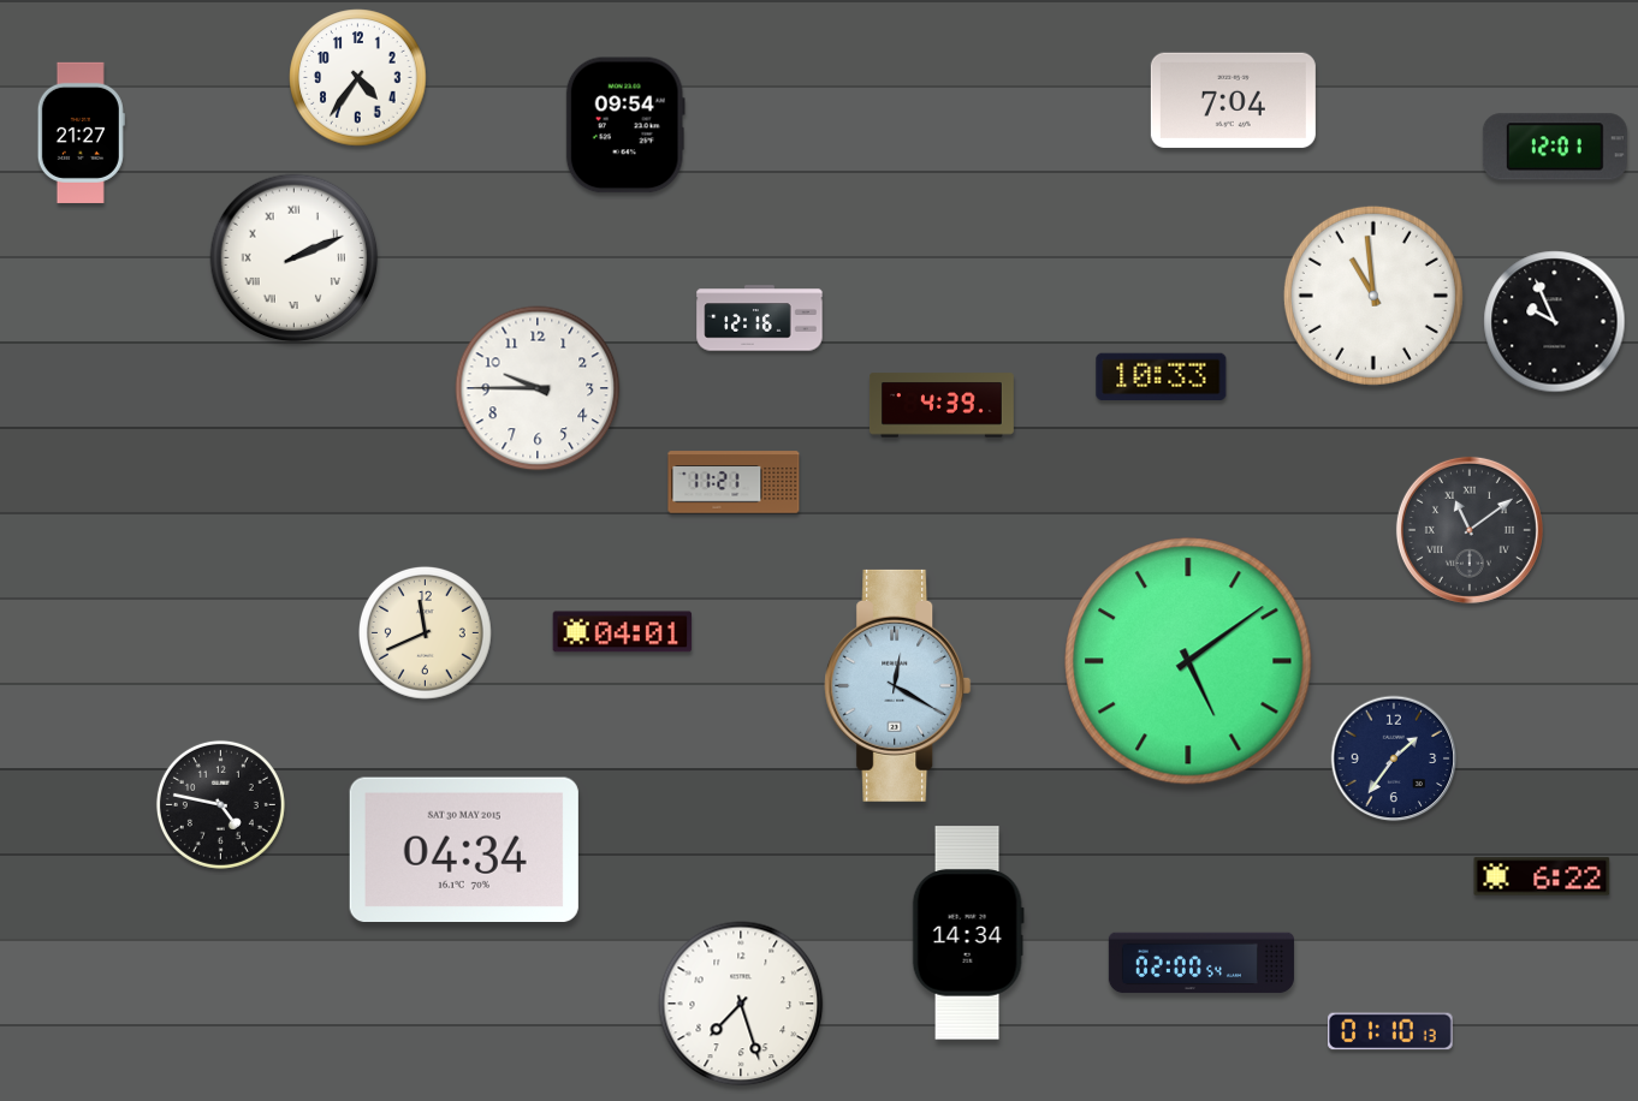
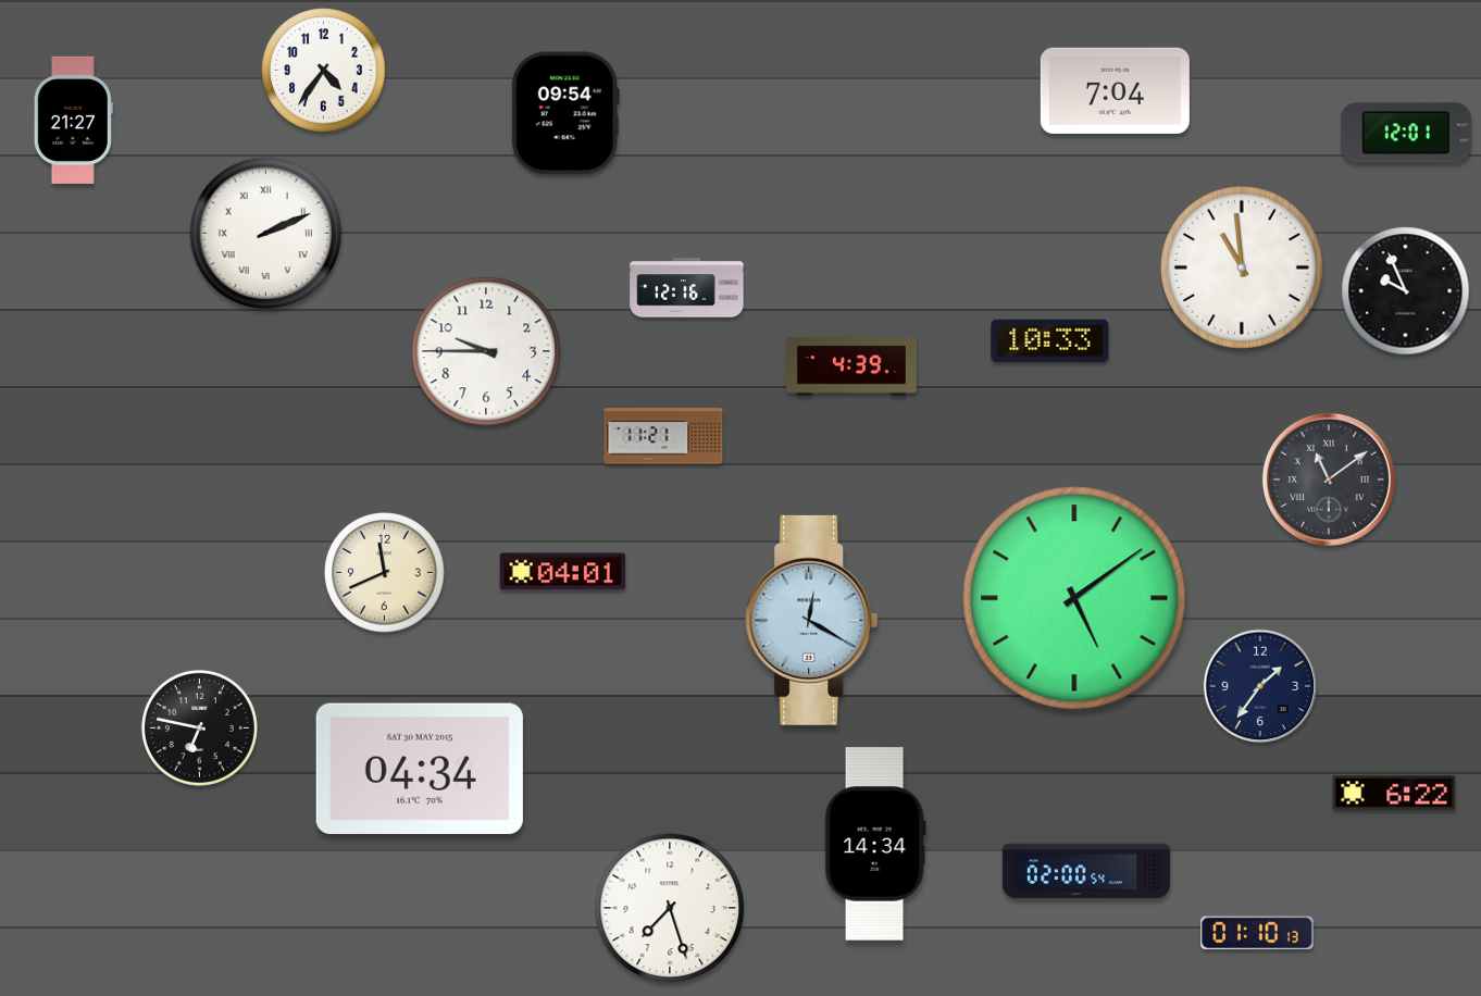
clock at (220, 804): 4:47 -> 6:47
